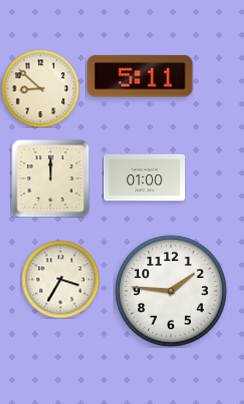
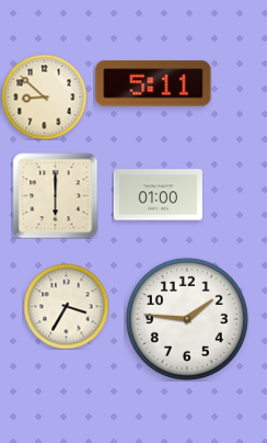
clock at (50, 178): 12:00 -> 6:00
